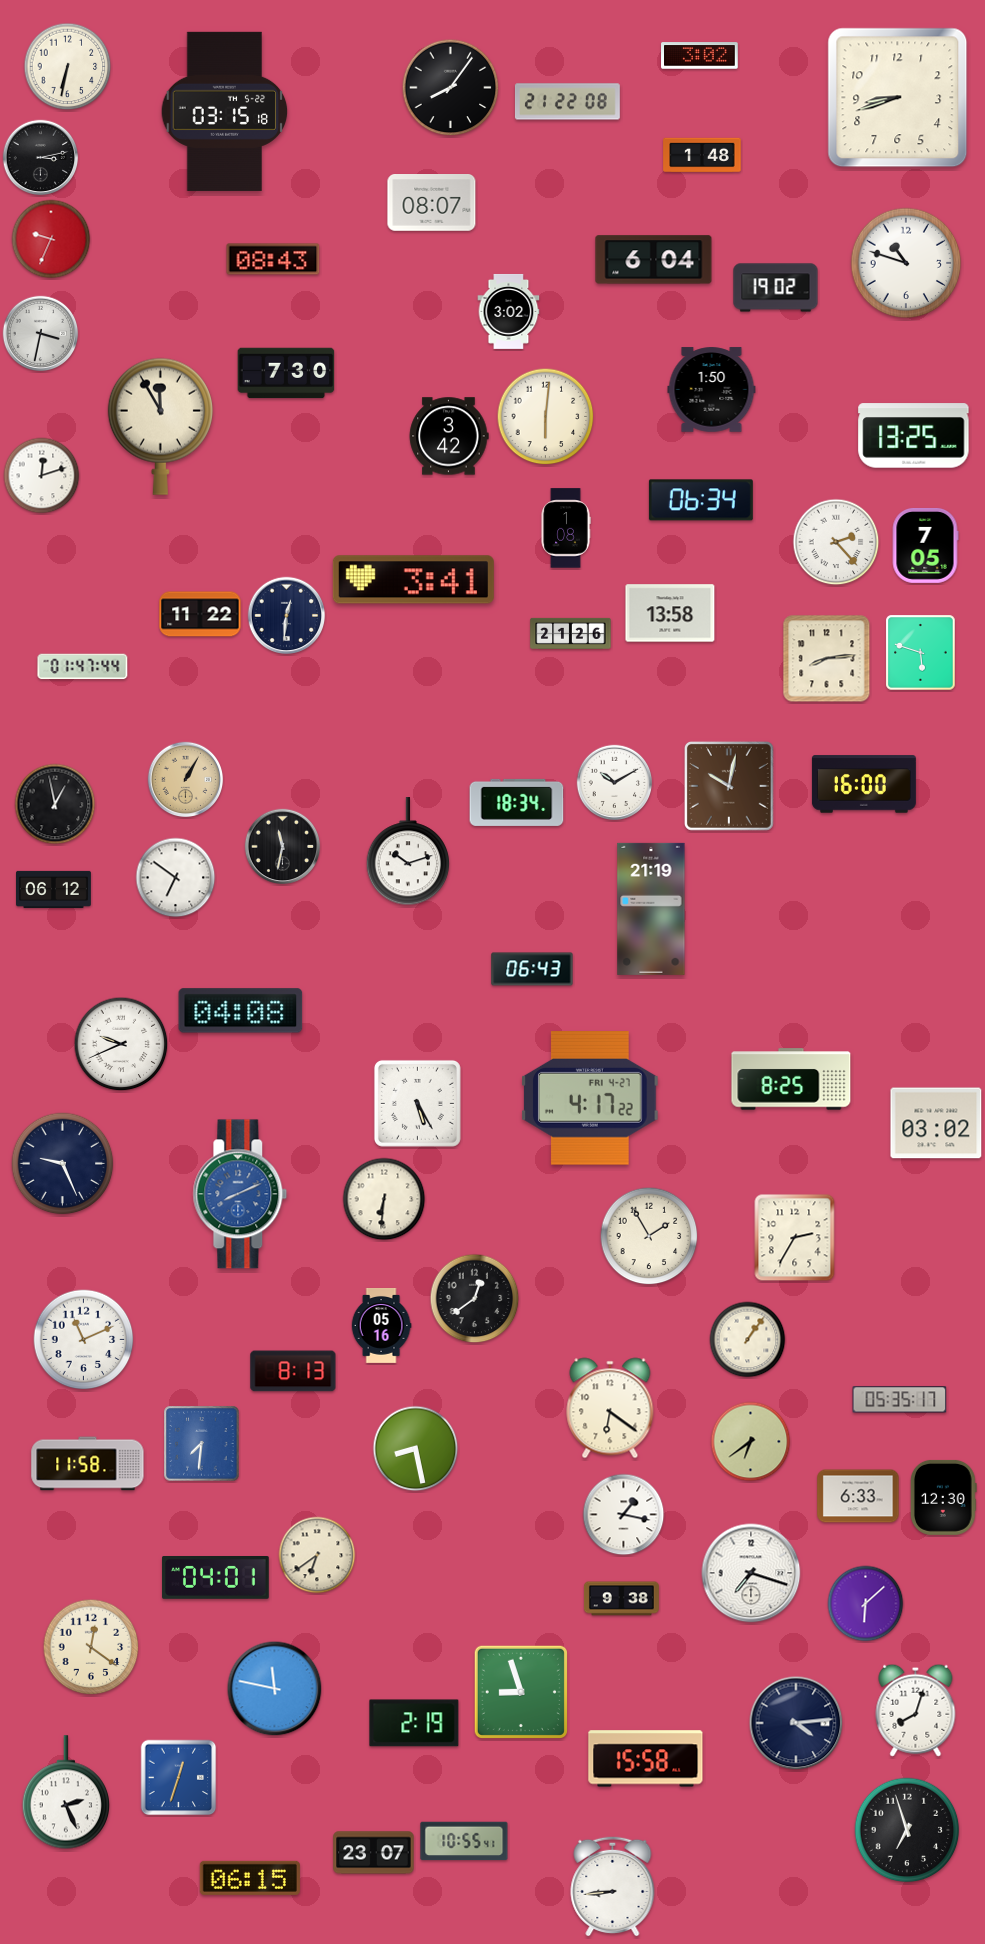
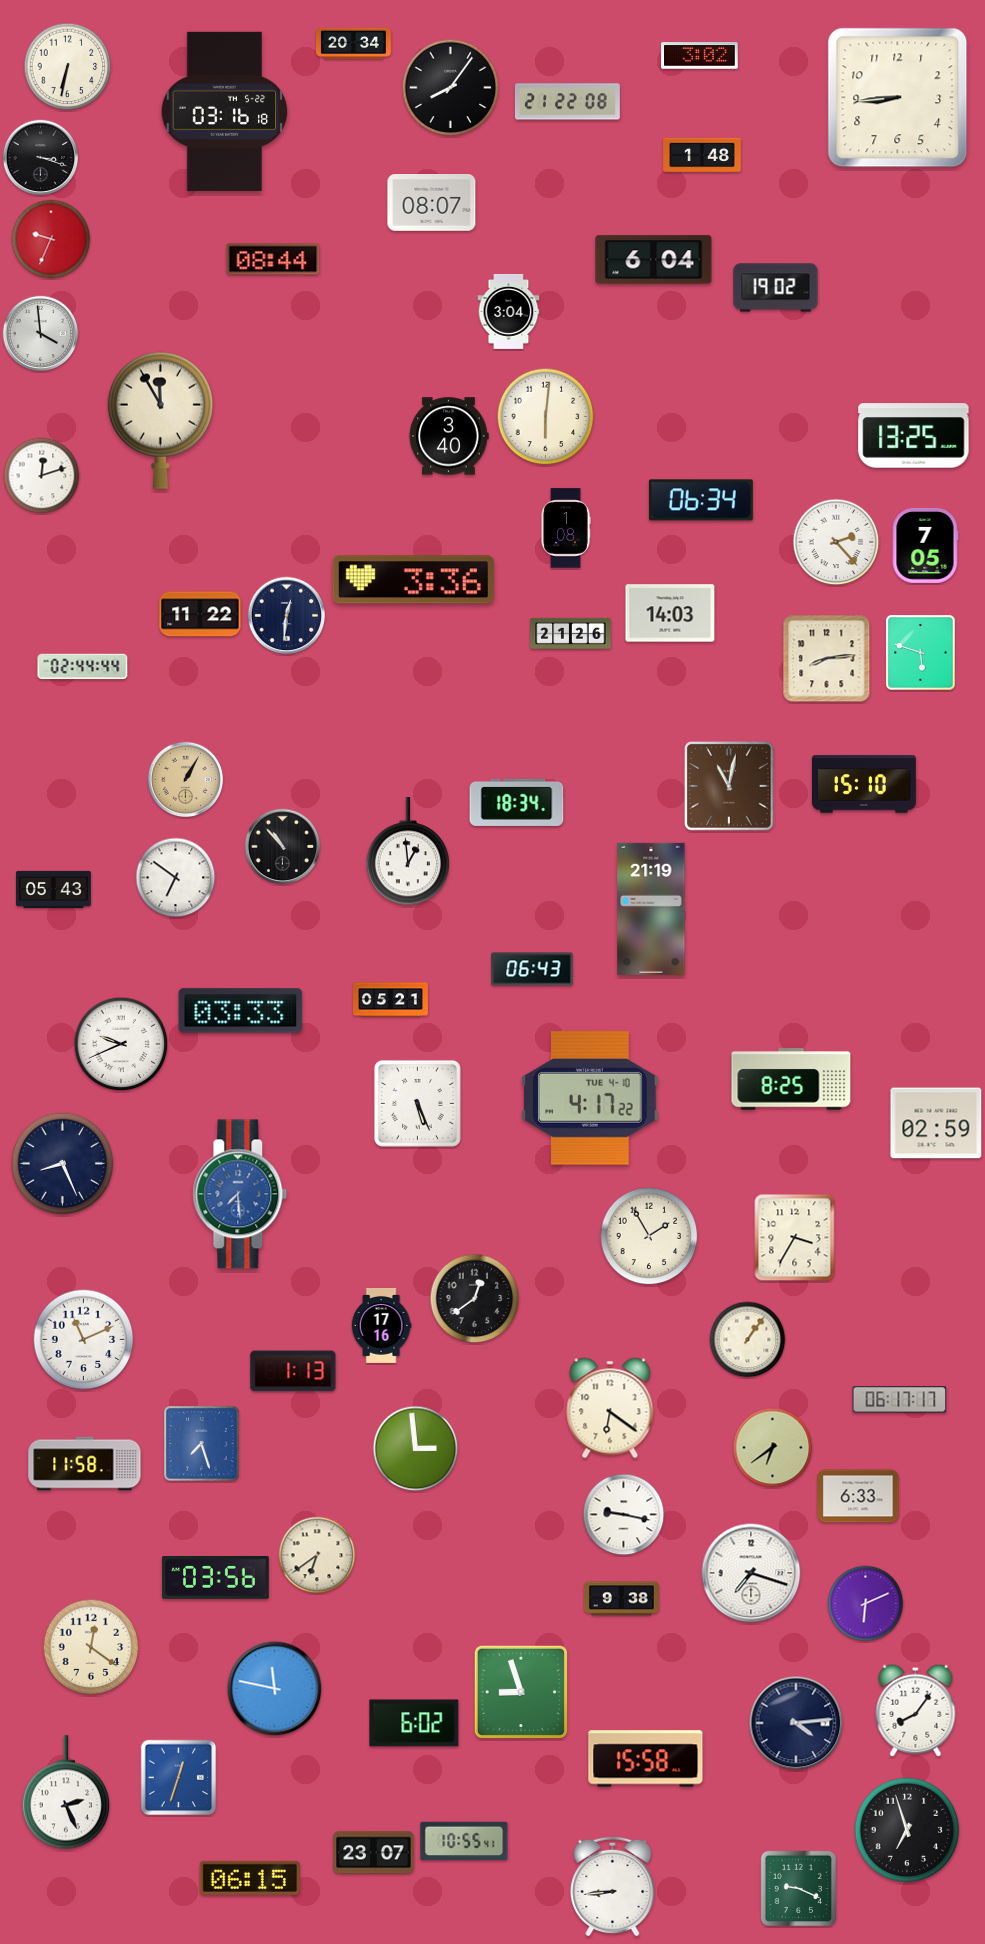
clock at (354, 44): none -> 20:34
clock at (898, 98): 8:42 -> 8:44
clock at (225, 111): 03:15 -> 03:16
clock at (41, 158): 3:13 -> 3:18
clock at (273, 259): 08:43 -> 08:44
clock at (906, 263): 10:48 -> none
clock at (509, 311): 3:02 -> 3:04
clock at (41, 334): 3:32 -> 3:59
clock at (286, 373): 7:30 -> none
clock at (712, 390): 1:50 -> none
clock at (160, 426) position: (160, 426) -> (160, 420)
clock at (449, 436): 3:42 -> 3:40
clock at (413, 580): 3:41 -> 3:36
clock at (670, 613): 13:58 -> 14:03
clock at (83, 667): 01:47 -> 02:44
clock at (615, 783): 10:10 -> none
clock at (864, 784): 16:00 -> 15:10
clock at (729, 786): 10:02 -> 11:02
clock at (55, 804): 12:58 -> none
clock at (283, 847): 11:32 -> 10:53
clock at (408, 852): 10:12 -> 12:59
clock at (54, 889): 06:12 -> 05:43
clock at (391, 1000): none -> 05:21
clock at (241, 1011): 04:08 -> 03:33
clock at (591, 1099) date: FRI 4-27 -> TUE 4-10
clock at (417, 1103): 5:25 -> 5:26
clock at (936, 1123): 03:02 -> 02:59
clock at (63, 1164): 9:26 -> 8:26
clock at (240, 1194): 8:11 -> 7:29
clock at (384, 1199): 6:31 -> none
clock at (795, 1238): 2:35 -> 3:35
clock at (381, 1326): 05:16 -> 17:16
clock at (293, 1371): 8:13 -> 1:13
clock at (900, 1400): 05:35 -> 06:17
clock at (751, 1442) position: (751, 1442) -> (773, 1448)
clock at (202, 1444): 7:31 -> 7:27
clock at (416, 1449): 8:28 -> 2:59
clock at (88, 1464) position: (88, 1464) -> (85, 1464)
clock at (944, 1497): 12:30 -> none
clock at (624, 1515): 1:17 -> 9:17
clock at (216, 1578): 04:01 -> 03:56
clock at (866, 1604): 6:08 -> 6:11
clock at (916, 1710): 8:03 -> 8:06
clock at (414, 1723): 2:19 -> 6:02
clock at (799, 1889): none -> 9:19
